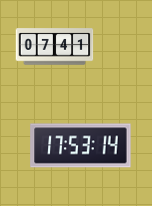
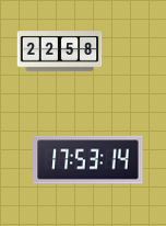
clock at (54, 47): 07:41 -> 22:58
